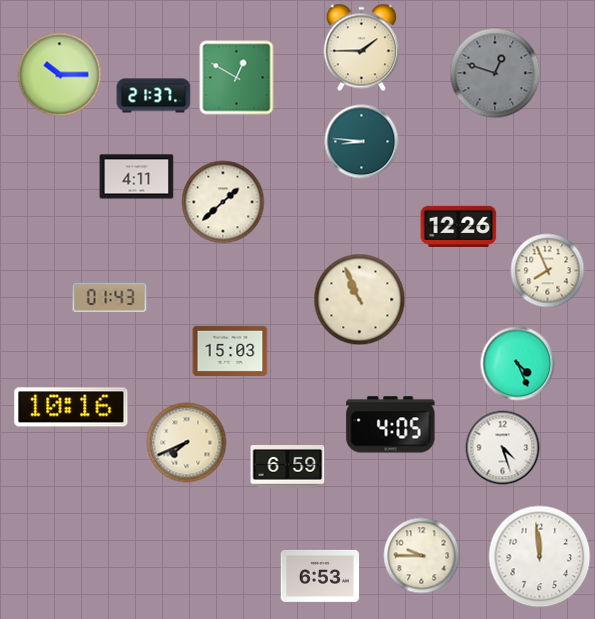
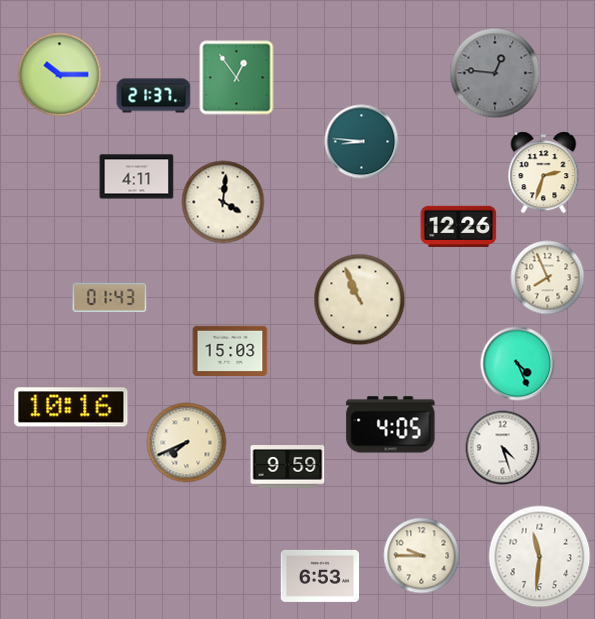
clock at (361, 48): 1:45 -> none
clock at (495, 73): 12:48 -> 12:46
clock at (237, 78): 12:50 -> 12:54
clock at (544, 173): none -> 2:33
clock at (223, 202): 1:38 -> 4:01
clock at (548, 271) position: (548, 271) -> (548, 278)
clock at (288, 467): 6:59 -> 9:59
clock at (540, 557): 11:59 -> 11:31
